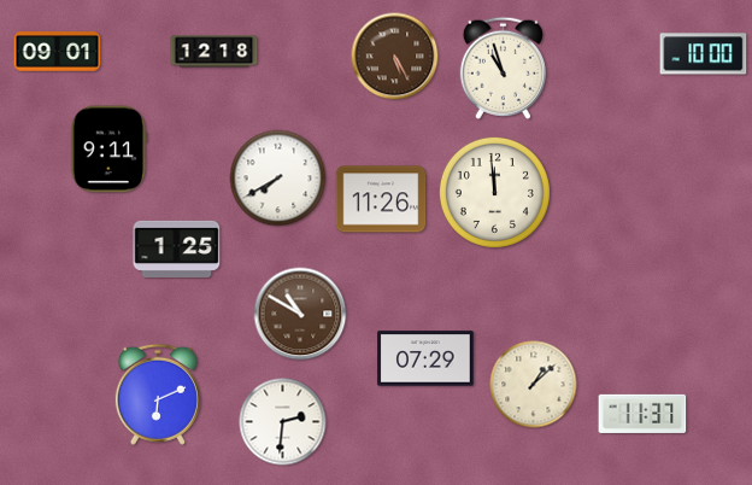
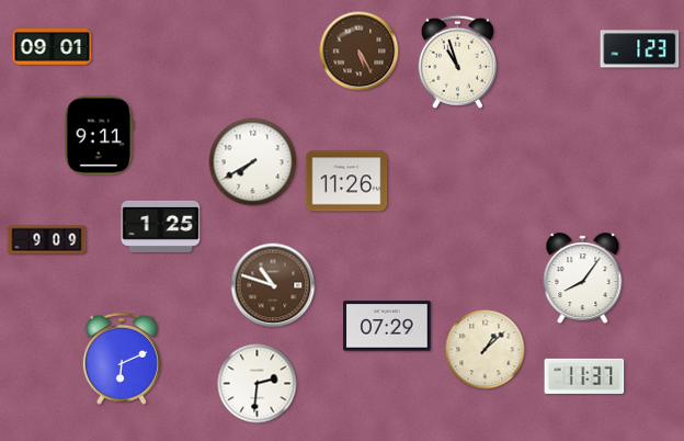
clock at (215, 52): 12:18 -> none
clock at (704, 54): 10:00 -> 1:23
clock at (494, 192): 11:59 -> none
clock at (47, 240): none -> 9:09
clock at (583, 279): none -> 8:06
clock at (300, 314): 10:50 -> 10:48
clock at (158, 395) position: (158, 395) -> (122, 359)
